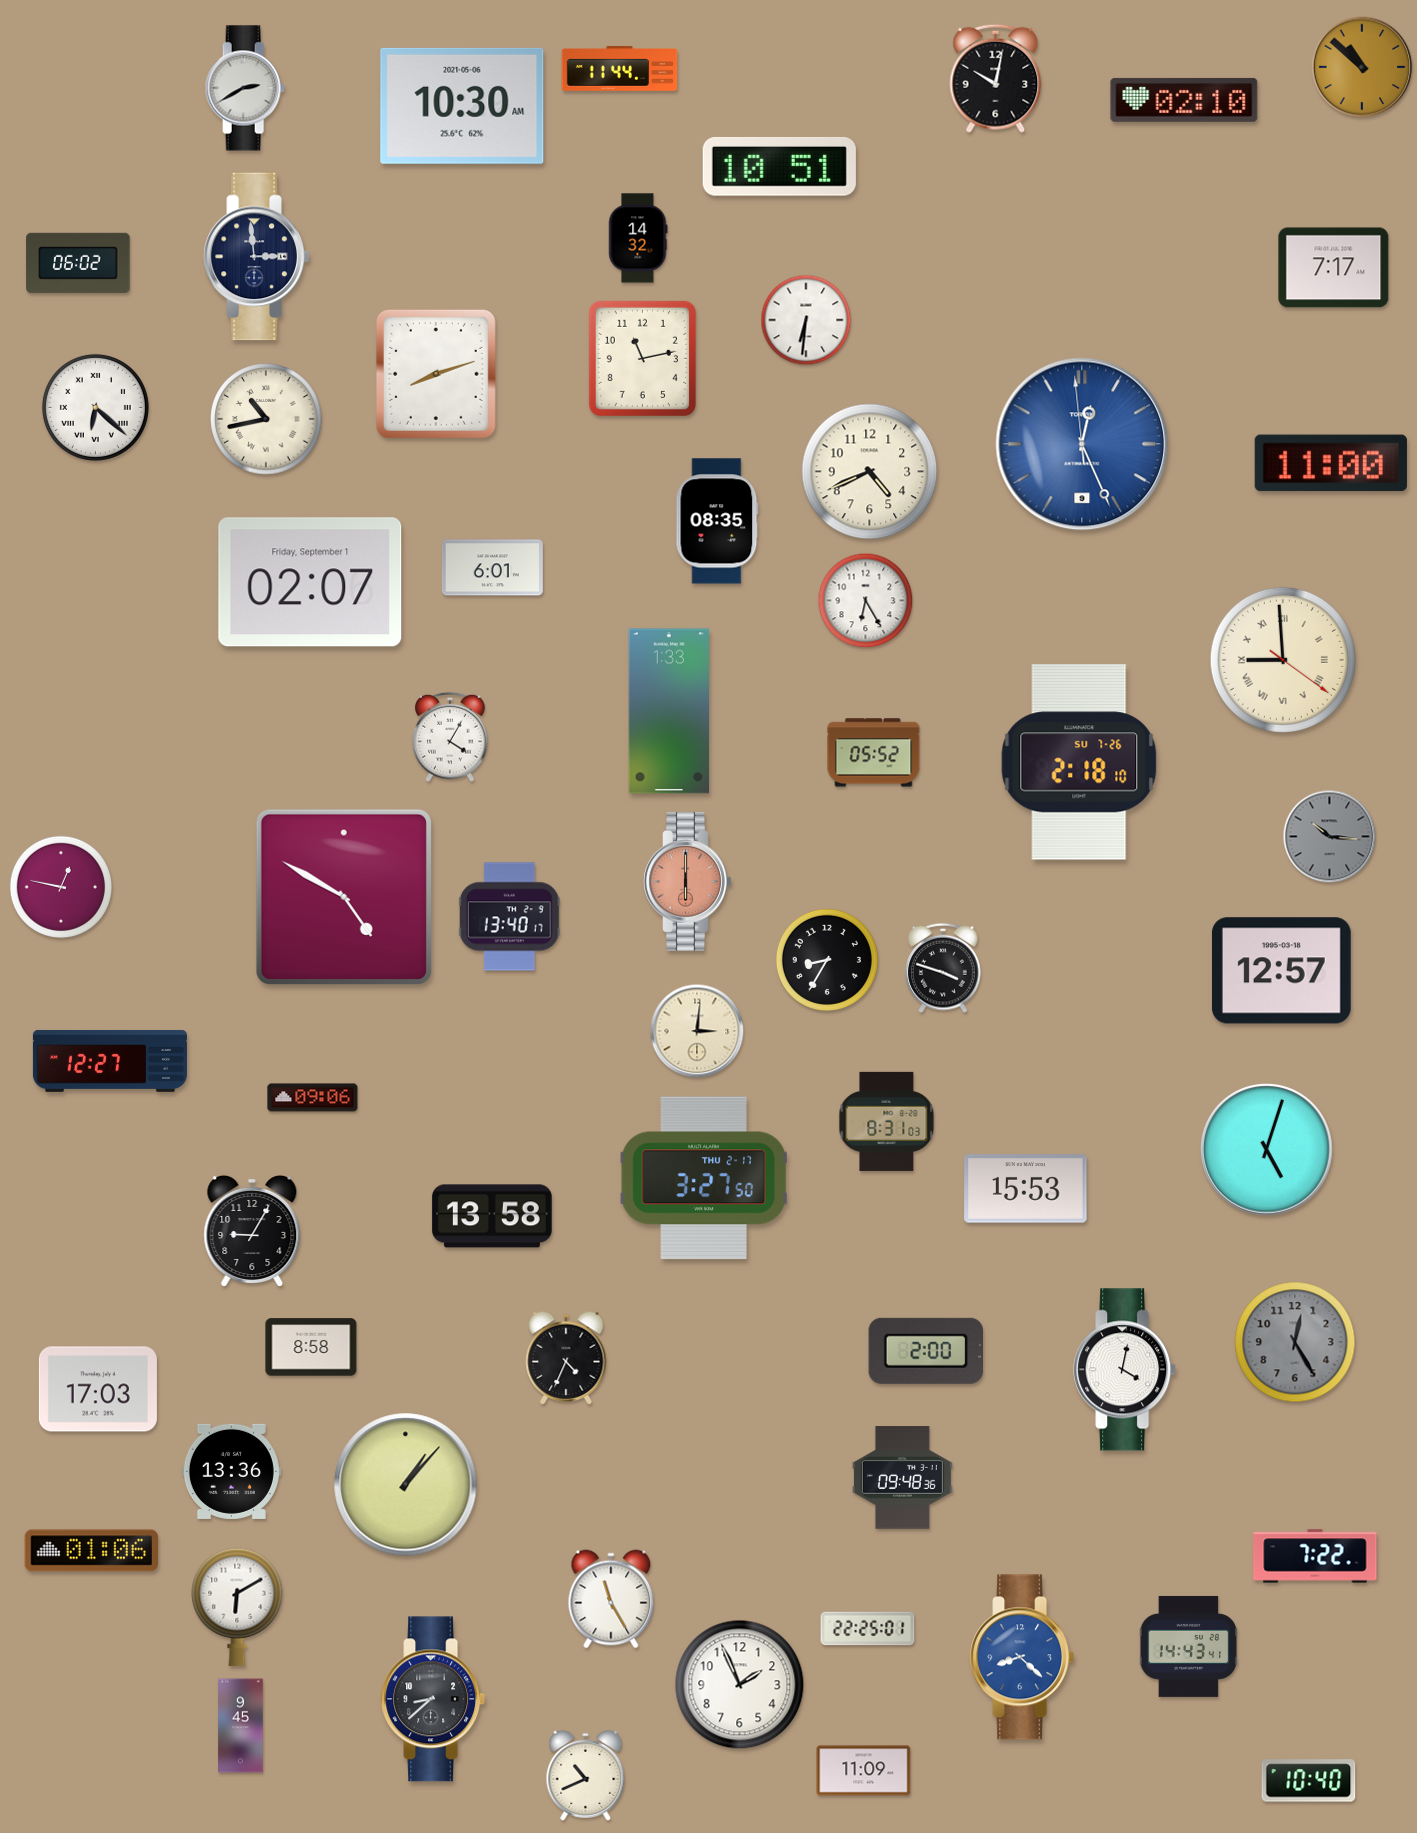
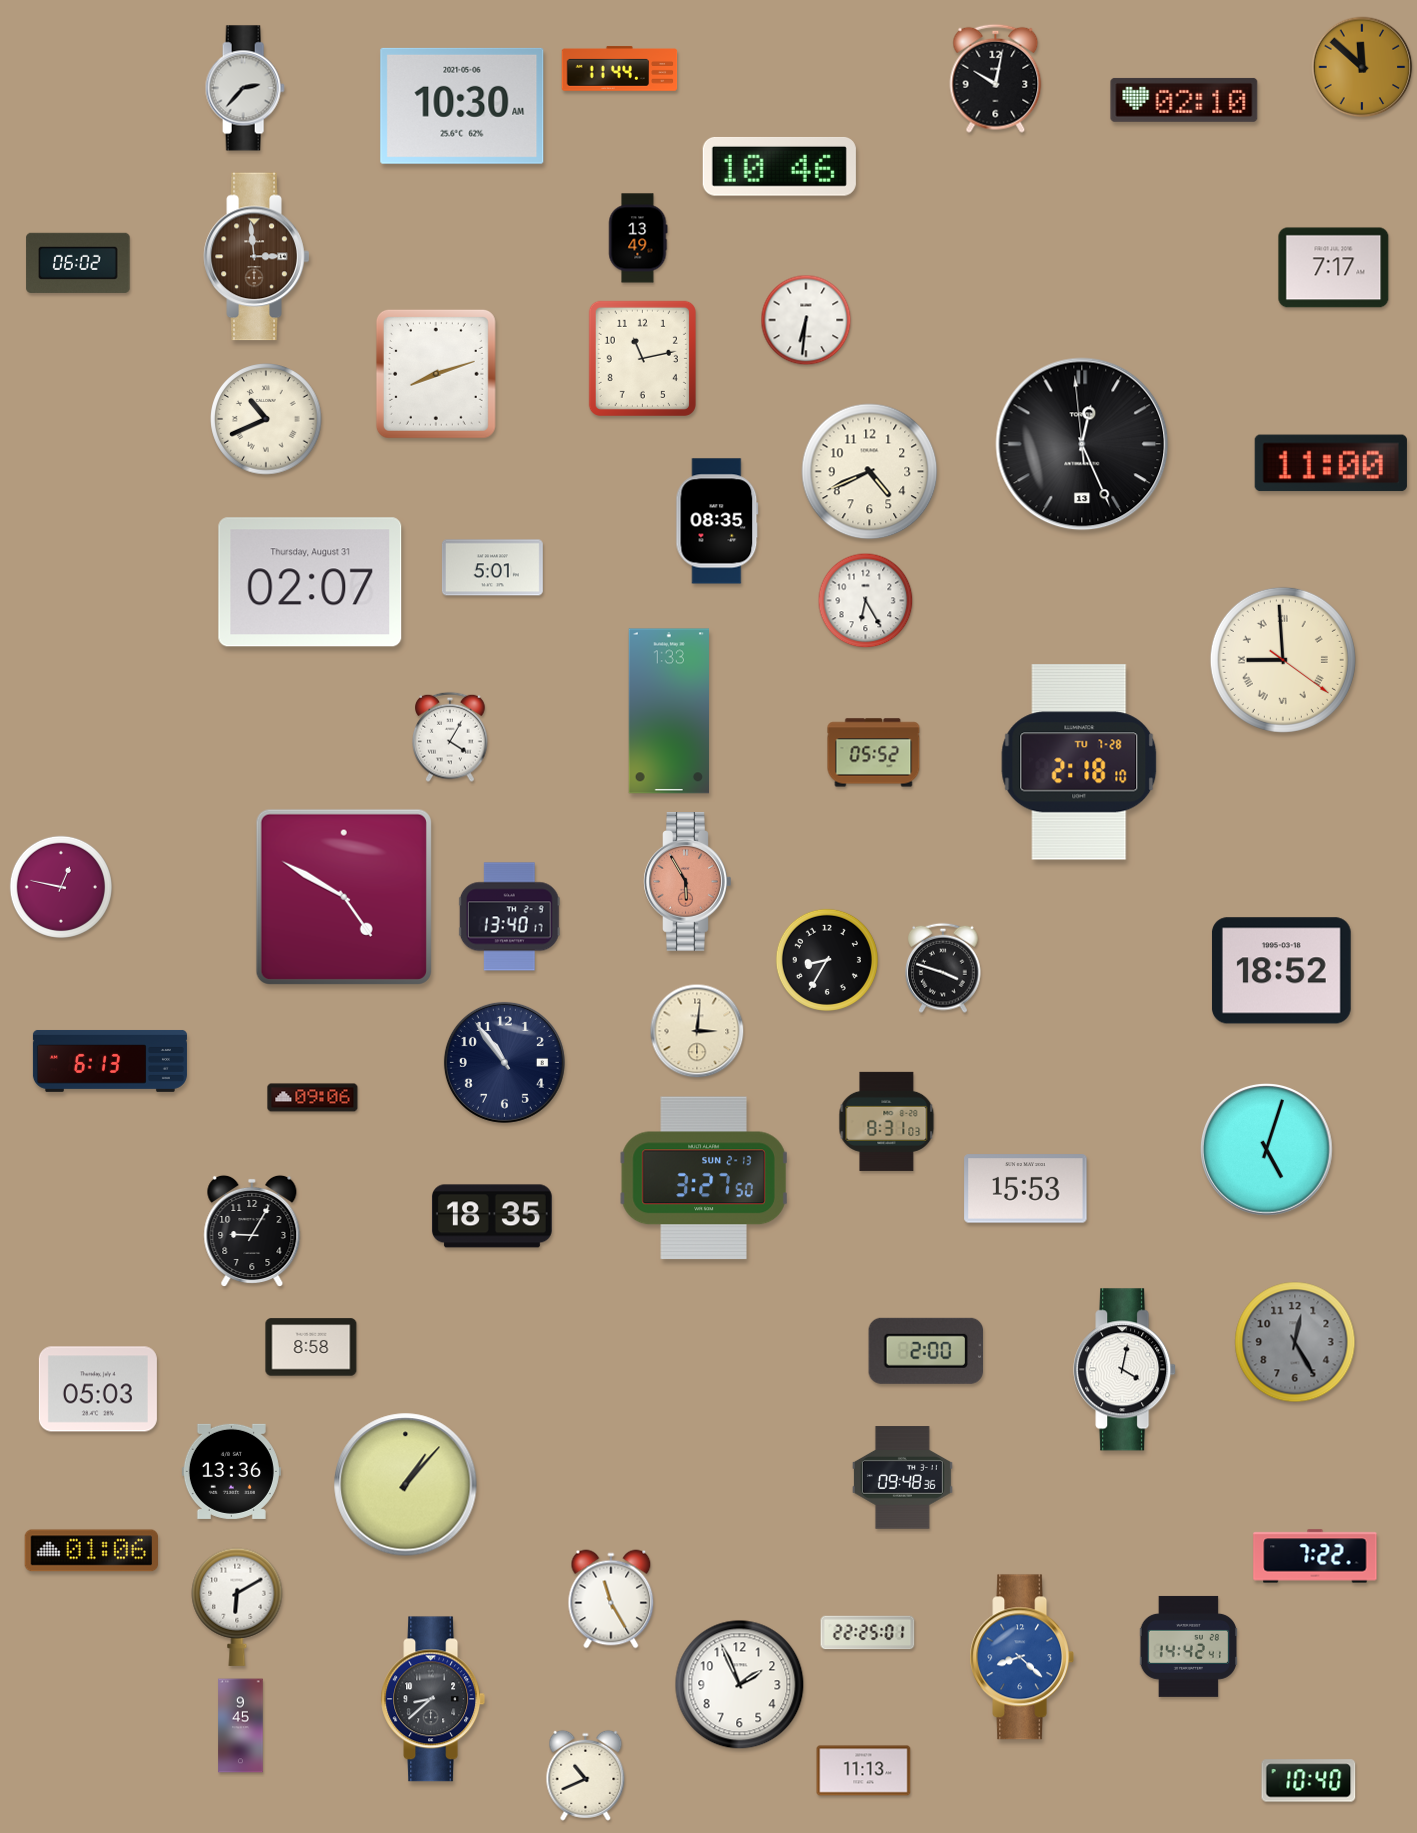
clock at (1362, 67): 10:52 -> 11:52
clock at (245, 88): 2:40 -> 2:37
clock at (779, 166): 10:51 -> 10:46
clock at (638, 238): 14:32 -> 13:49
clock at (257, 257) dial: navy -> brown
clock at (95, 407): 6:22 -> none
clock at (266, 419): 10:43 -> 10:41
clock at (1082, 444) date: 9 -> 13
clock at (1082, 444) dial: blue -> black
clock at (492, 568): 6:01 -> 5:01
clock at (310, 582) date: Friday, September 1 -> Thursday, August 31
clock at (1079, 762) date: SU 7-26 -> TU 7-28
clock at (1330, 837): 10:16 -> none
clock at (688, 882): 6:00 -> 5:55
clock at (1281, 971): 12:57 -> 18:52
clock at (110, 1061): 12:27 -> 6:13
clock at (504, 1062): none -> 10:54
clock at (704, 1178) date: THU 2-17 -> SUN 2-13
clock at (492, 1216): 13:58 -> 18:35
clock at (566, 1358): 4:34 -> none
clock at (98, 1389): 17:03 -> 05:03
clock at (868, 1629) position: (868, 1629) -> (868, 1633)
clock at (1189, 1646): 14:43 -> 14:42
clock at (864, 1771): 11:09 -> 11:13
